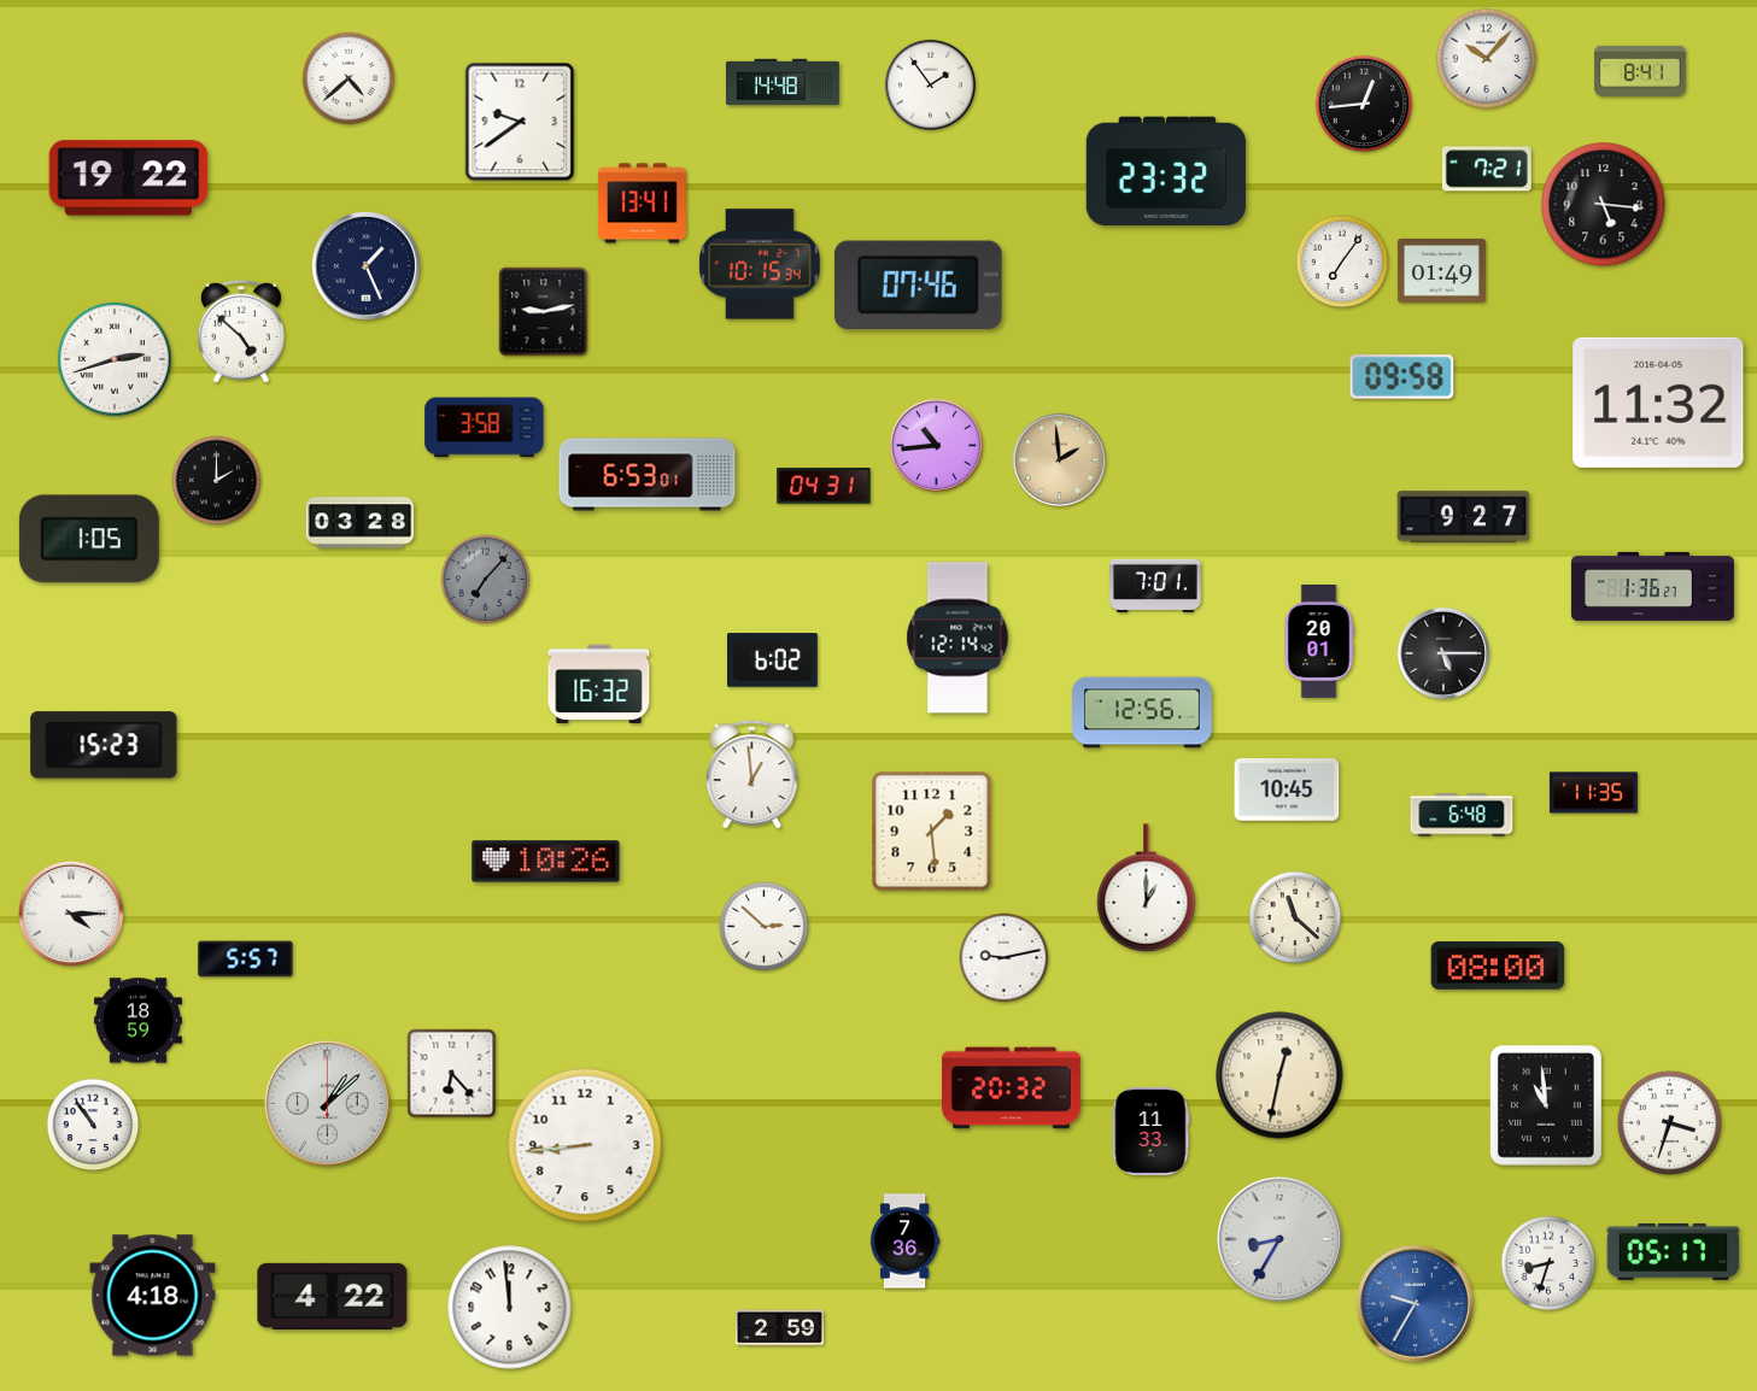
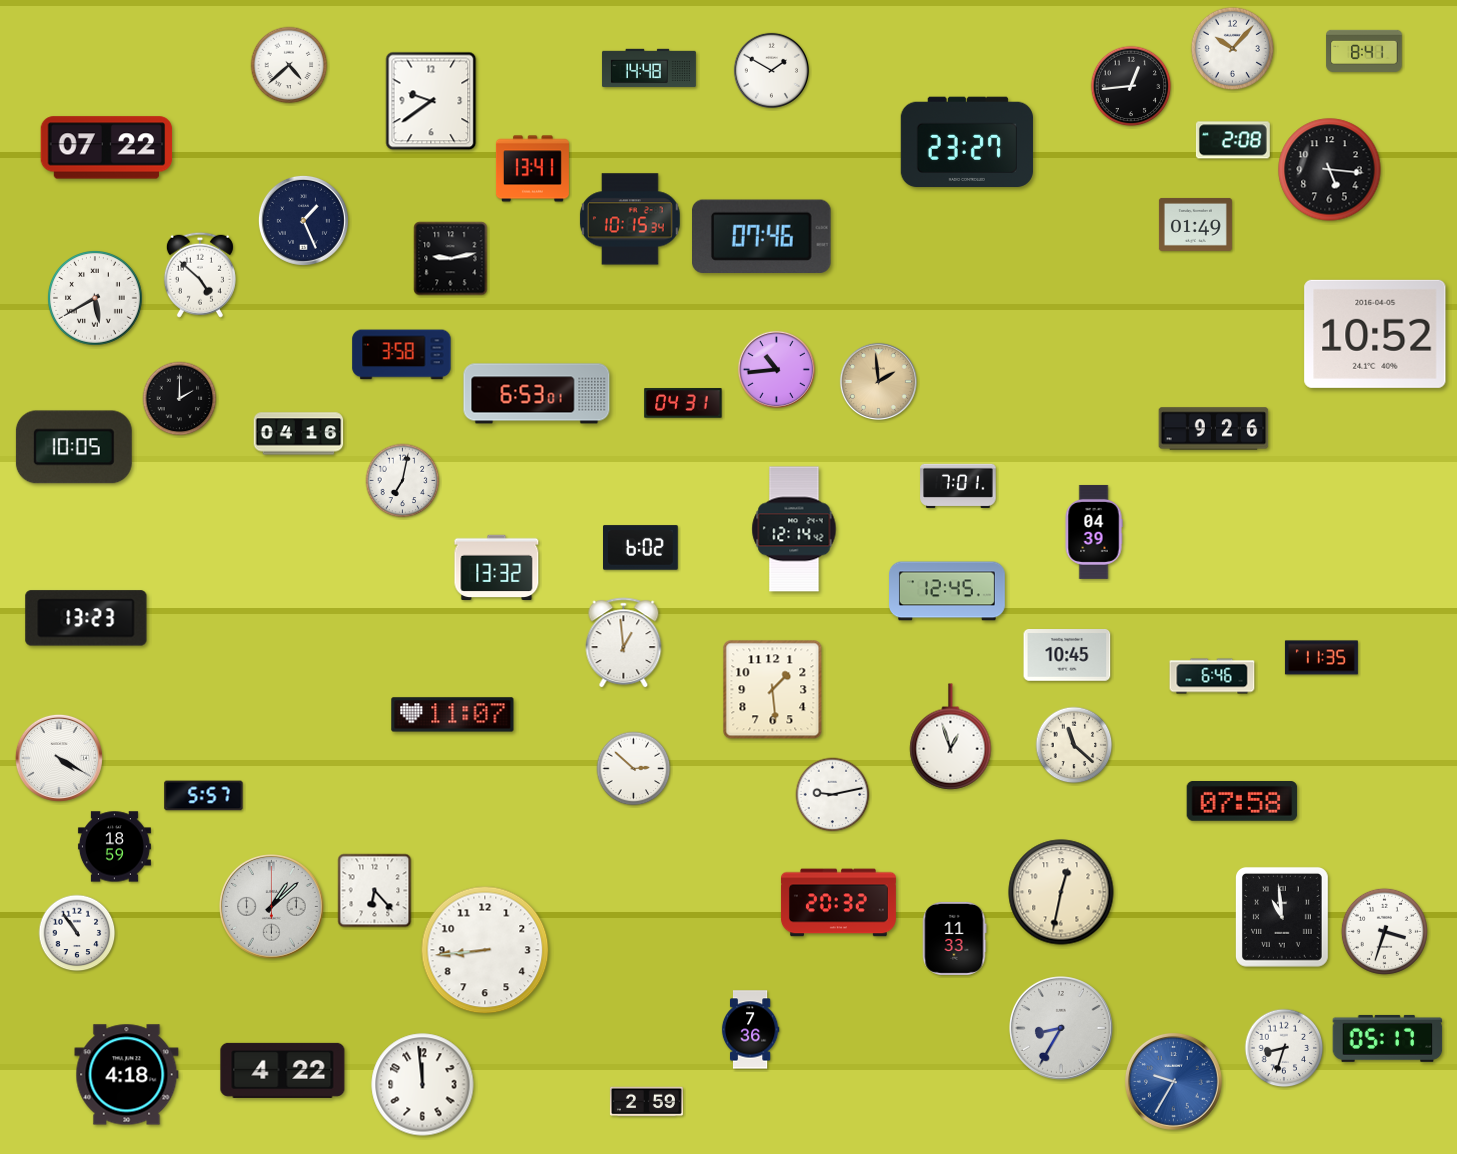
clock at (1640, 71) position: (1640, 71) -> (1364, 51)
clock at (930, 84): 1:54 -> 1:50
clock at (1487, 169): 7:21 -> 2:08
clock at (1166, 171): 23:32 -> 23:27
clock at (129, 178): 19:22 -> 07:22
clock at (1342, 262): 7:06 -> none
clock at (116, 360): 2:42 -> 5:40
clock at (1402, 377): 09:58 -> none
clock at (1658, 403): 11:32 -> 10:52
clock at (1464, 517): 9:27 -> 9:26
clock at (361, 523): 03:28 -> 04:16
clock at (89, 539): 1:05 -> 10:05
clock at (486, 580): 7:07 -> 7:02
clock at (486, 580) dial: grey -> white
clock at (1652, 586): 1:36 -> none
clock at (1319, 641): 20:01 -> 04:39
clock at (1443, 653): 5:15 -> none
clock at (599, 683): 16:32 -> 13:32
clock at (1143, 712): 12:56 -> 12:45
clock at (104, 745): 15:23 -> 13:23
clock at (1462, 815): 6:48 -> 6:46
clock at (546, 862): 10:26 -> 11:07
clock at (1147, 888): 1:00 -> 12:57
clock at (71, 914): 4:15 -> 4:20
clock at (1295, 917) position: (1295, 917) -> (1074, 745)
clock at (1498, 967): 08:00 -> 07:58
clock at (328, 1104) position: (328, 1104) -> (272, 907)
clock at (333, 1296) position: (333, 1296) -> (283, 1070)
